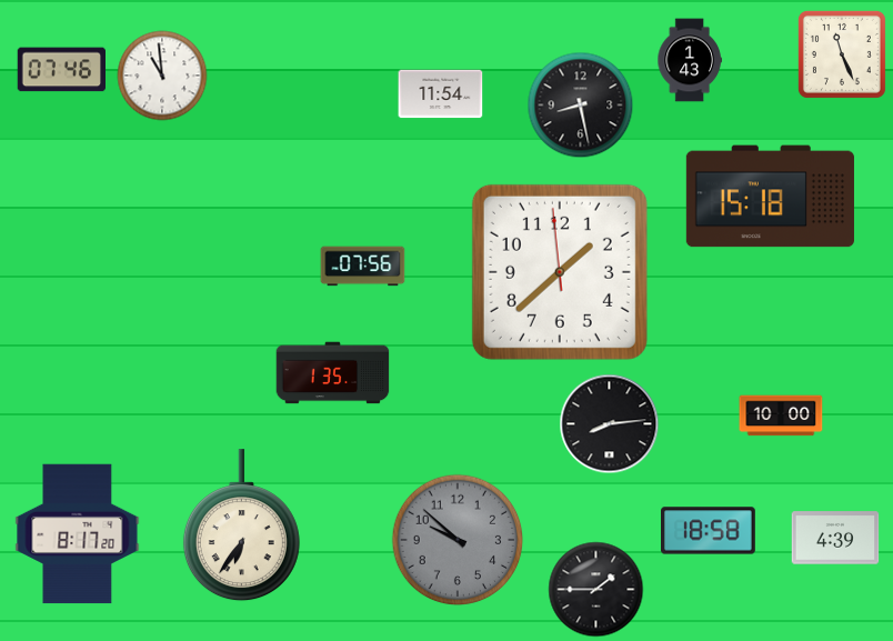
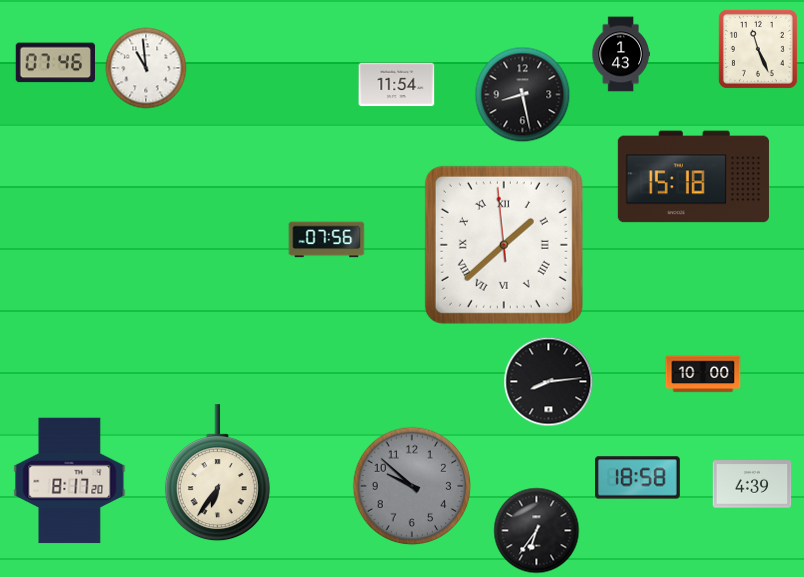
clock at (560, 272) numerals: Arabic -> Roman
clock at (333, 373): 1:35 -> none
clock at (596, 590): 1:45 -> 6:36
